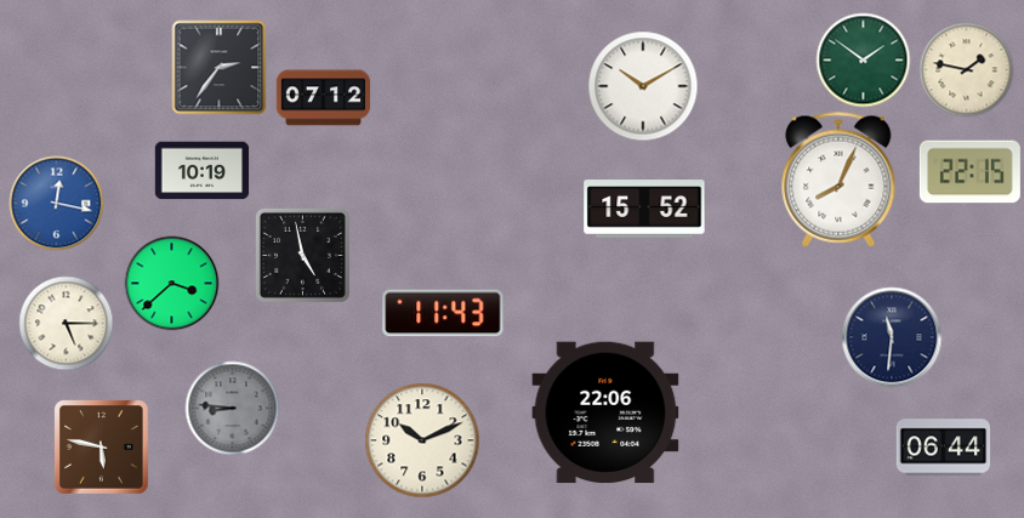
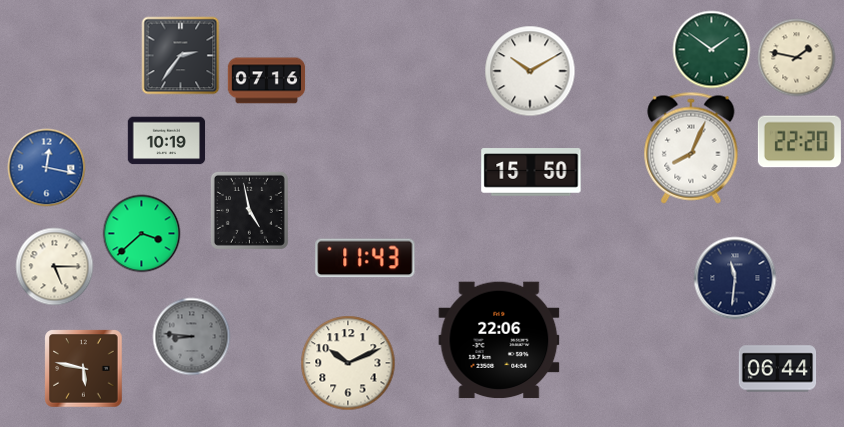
clock at (323, 98): 07:12 -> 07:16
clock at (969, 172): 22:15 -> 22:20
clock at (644, 209): 15:52 -> 15:50
